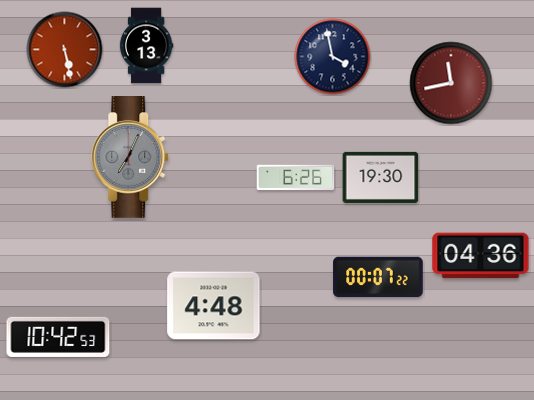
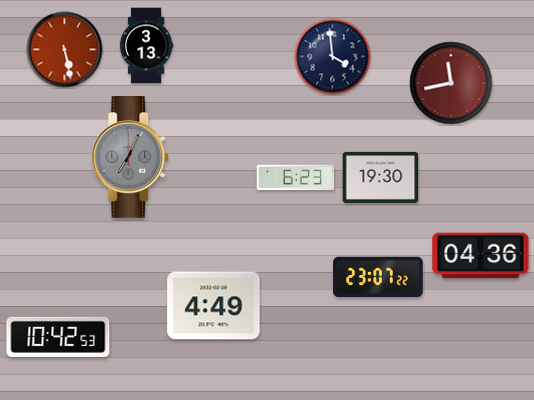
clock at (333, 57): 3:58 -> 3:59
clock at (296, 178): 6:26 -> 6:23
clock at (378, 277): 00:07 -> 23:07
clock at (214, 306): 4:48 -> 4:49
